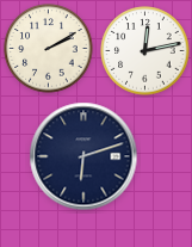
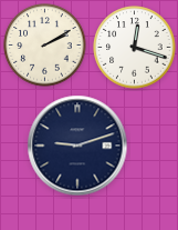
clock at (145, 51): 12:13 -> 12:18
clock at (83, 156): 6:12 -> 9:12
